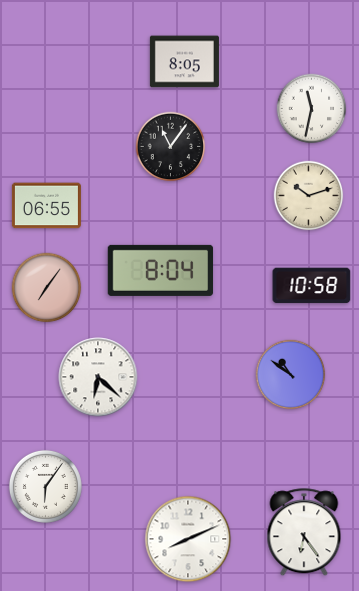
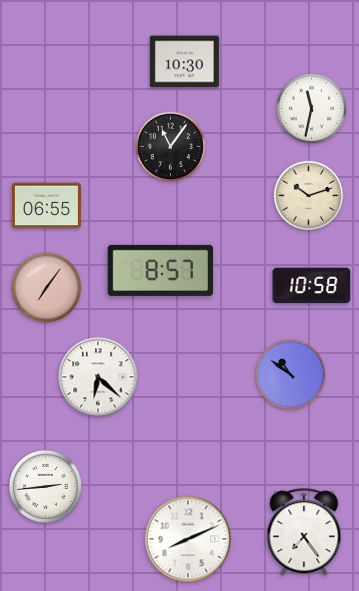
clock at (184, 62): 8:05 -> 10:30
clock at (161, 270): 8:04 -> 8:57
clock at (45, 486): 6:06 -> 2:44
clock at (304, 533): 6:24 -> 7:24
